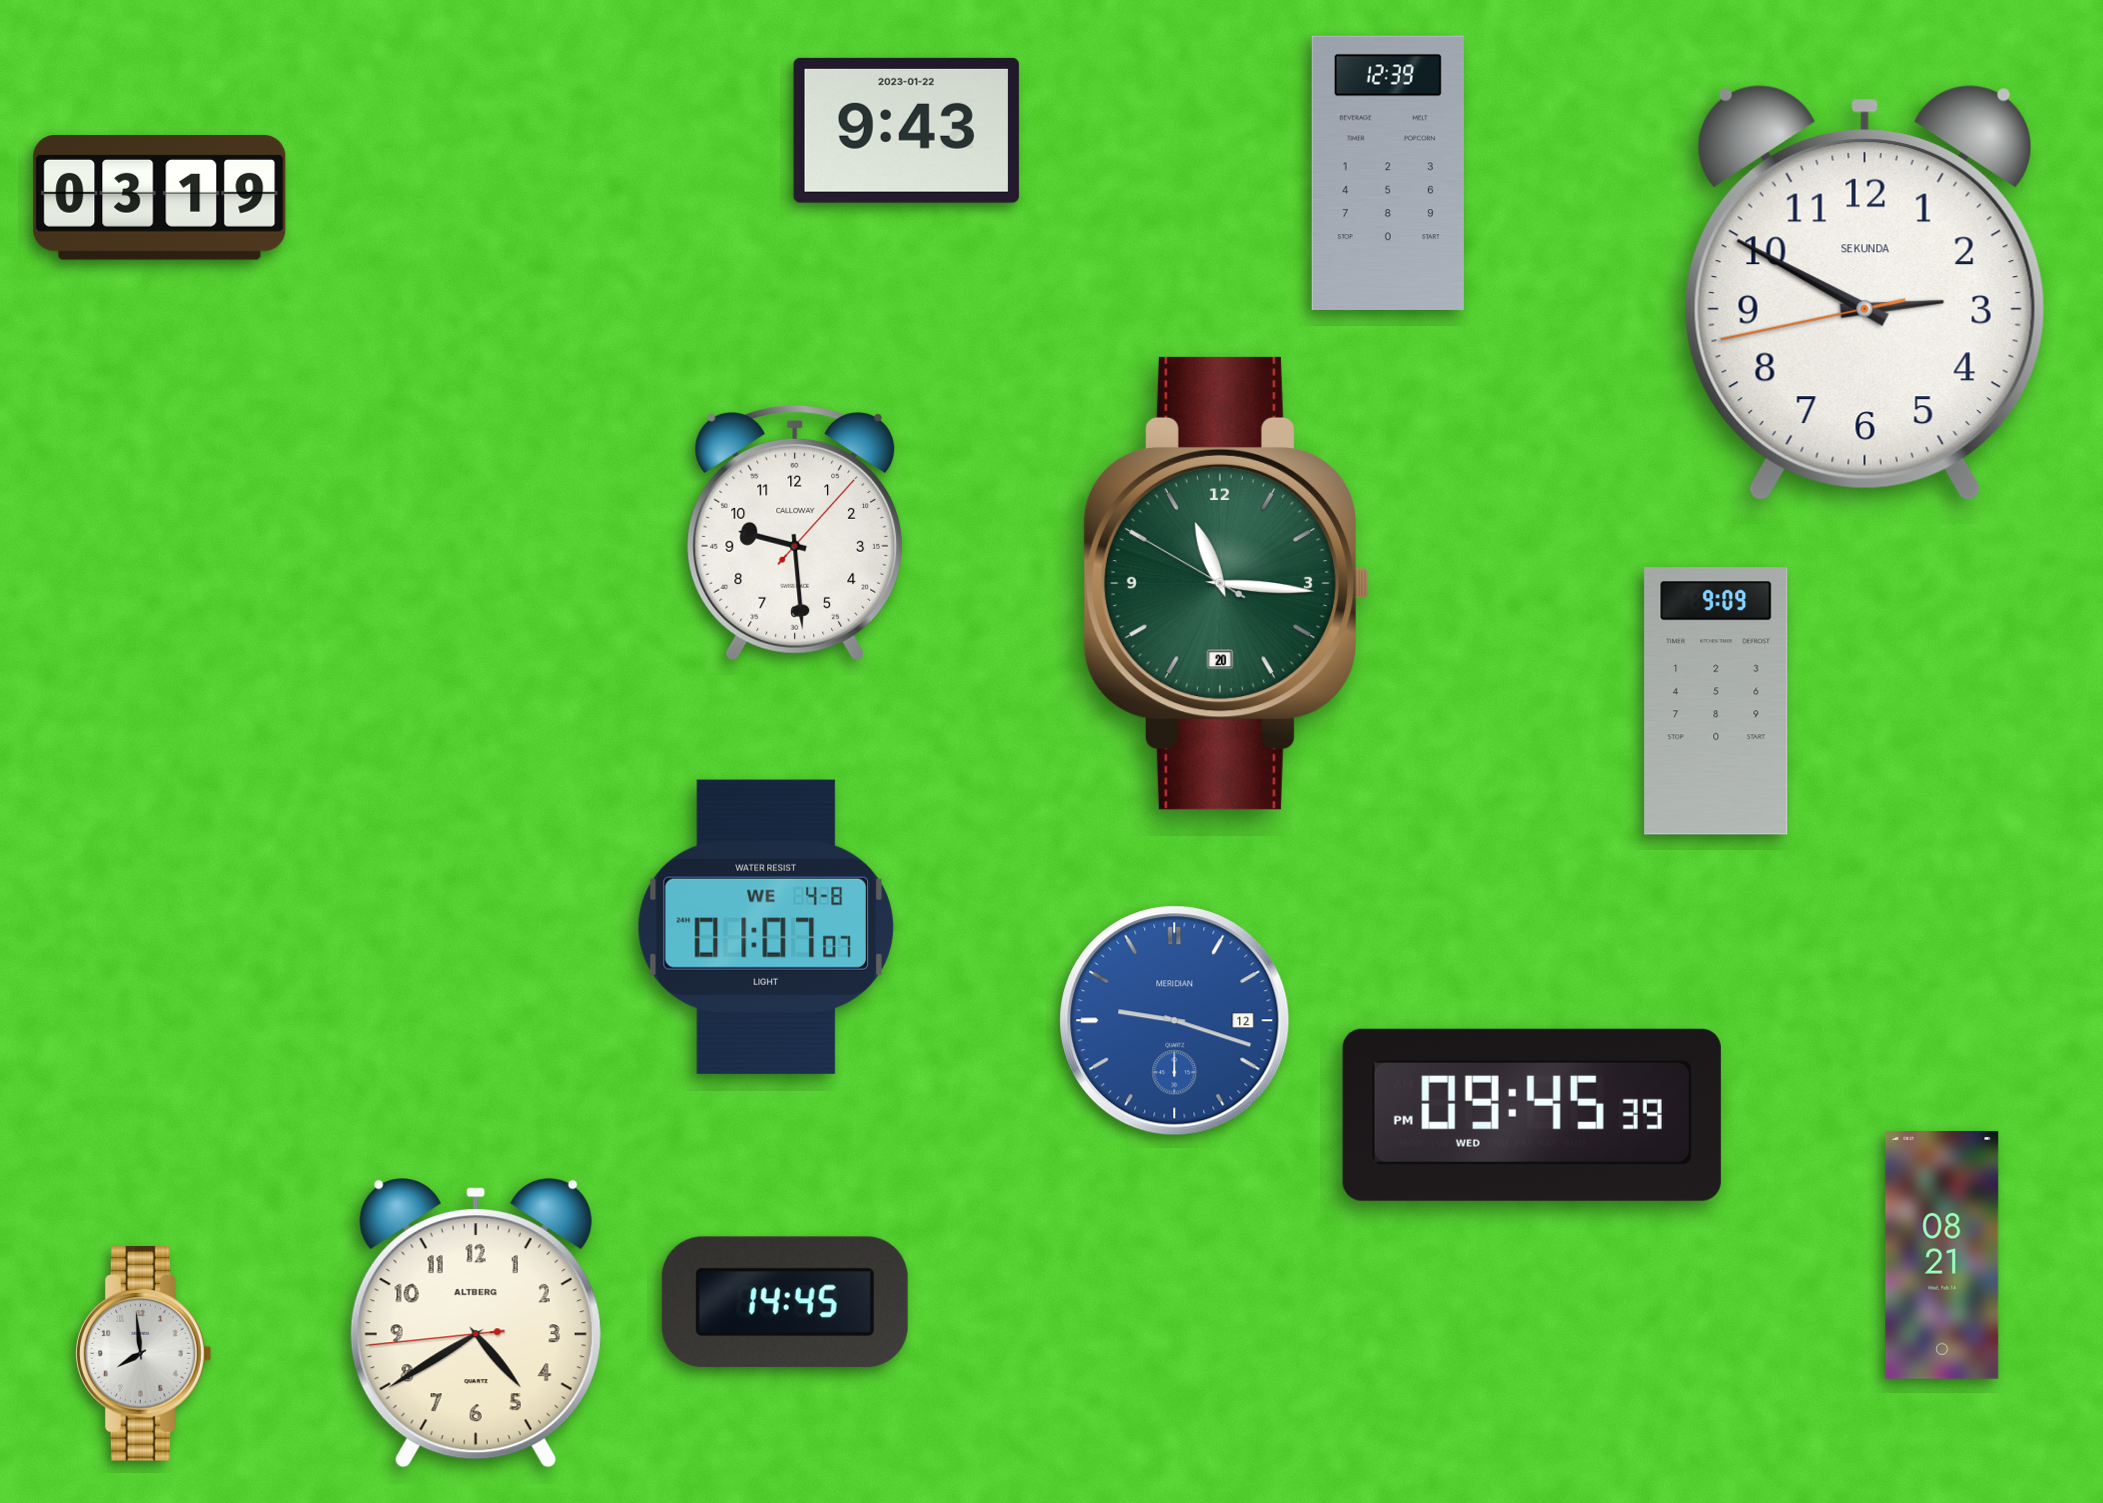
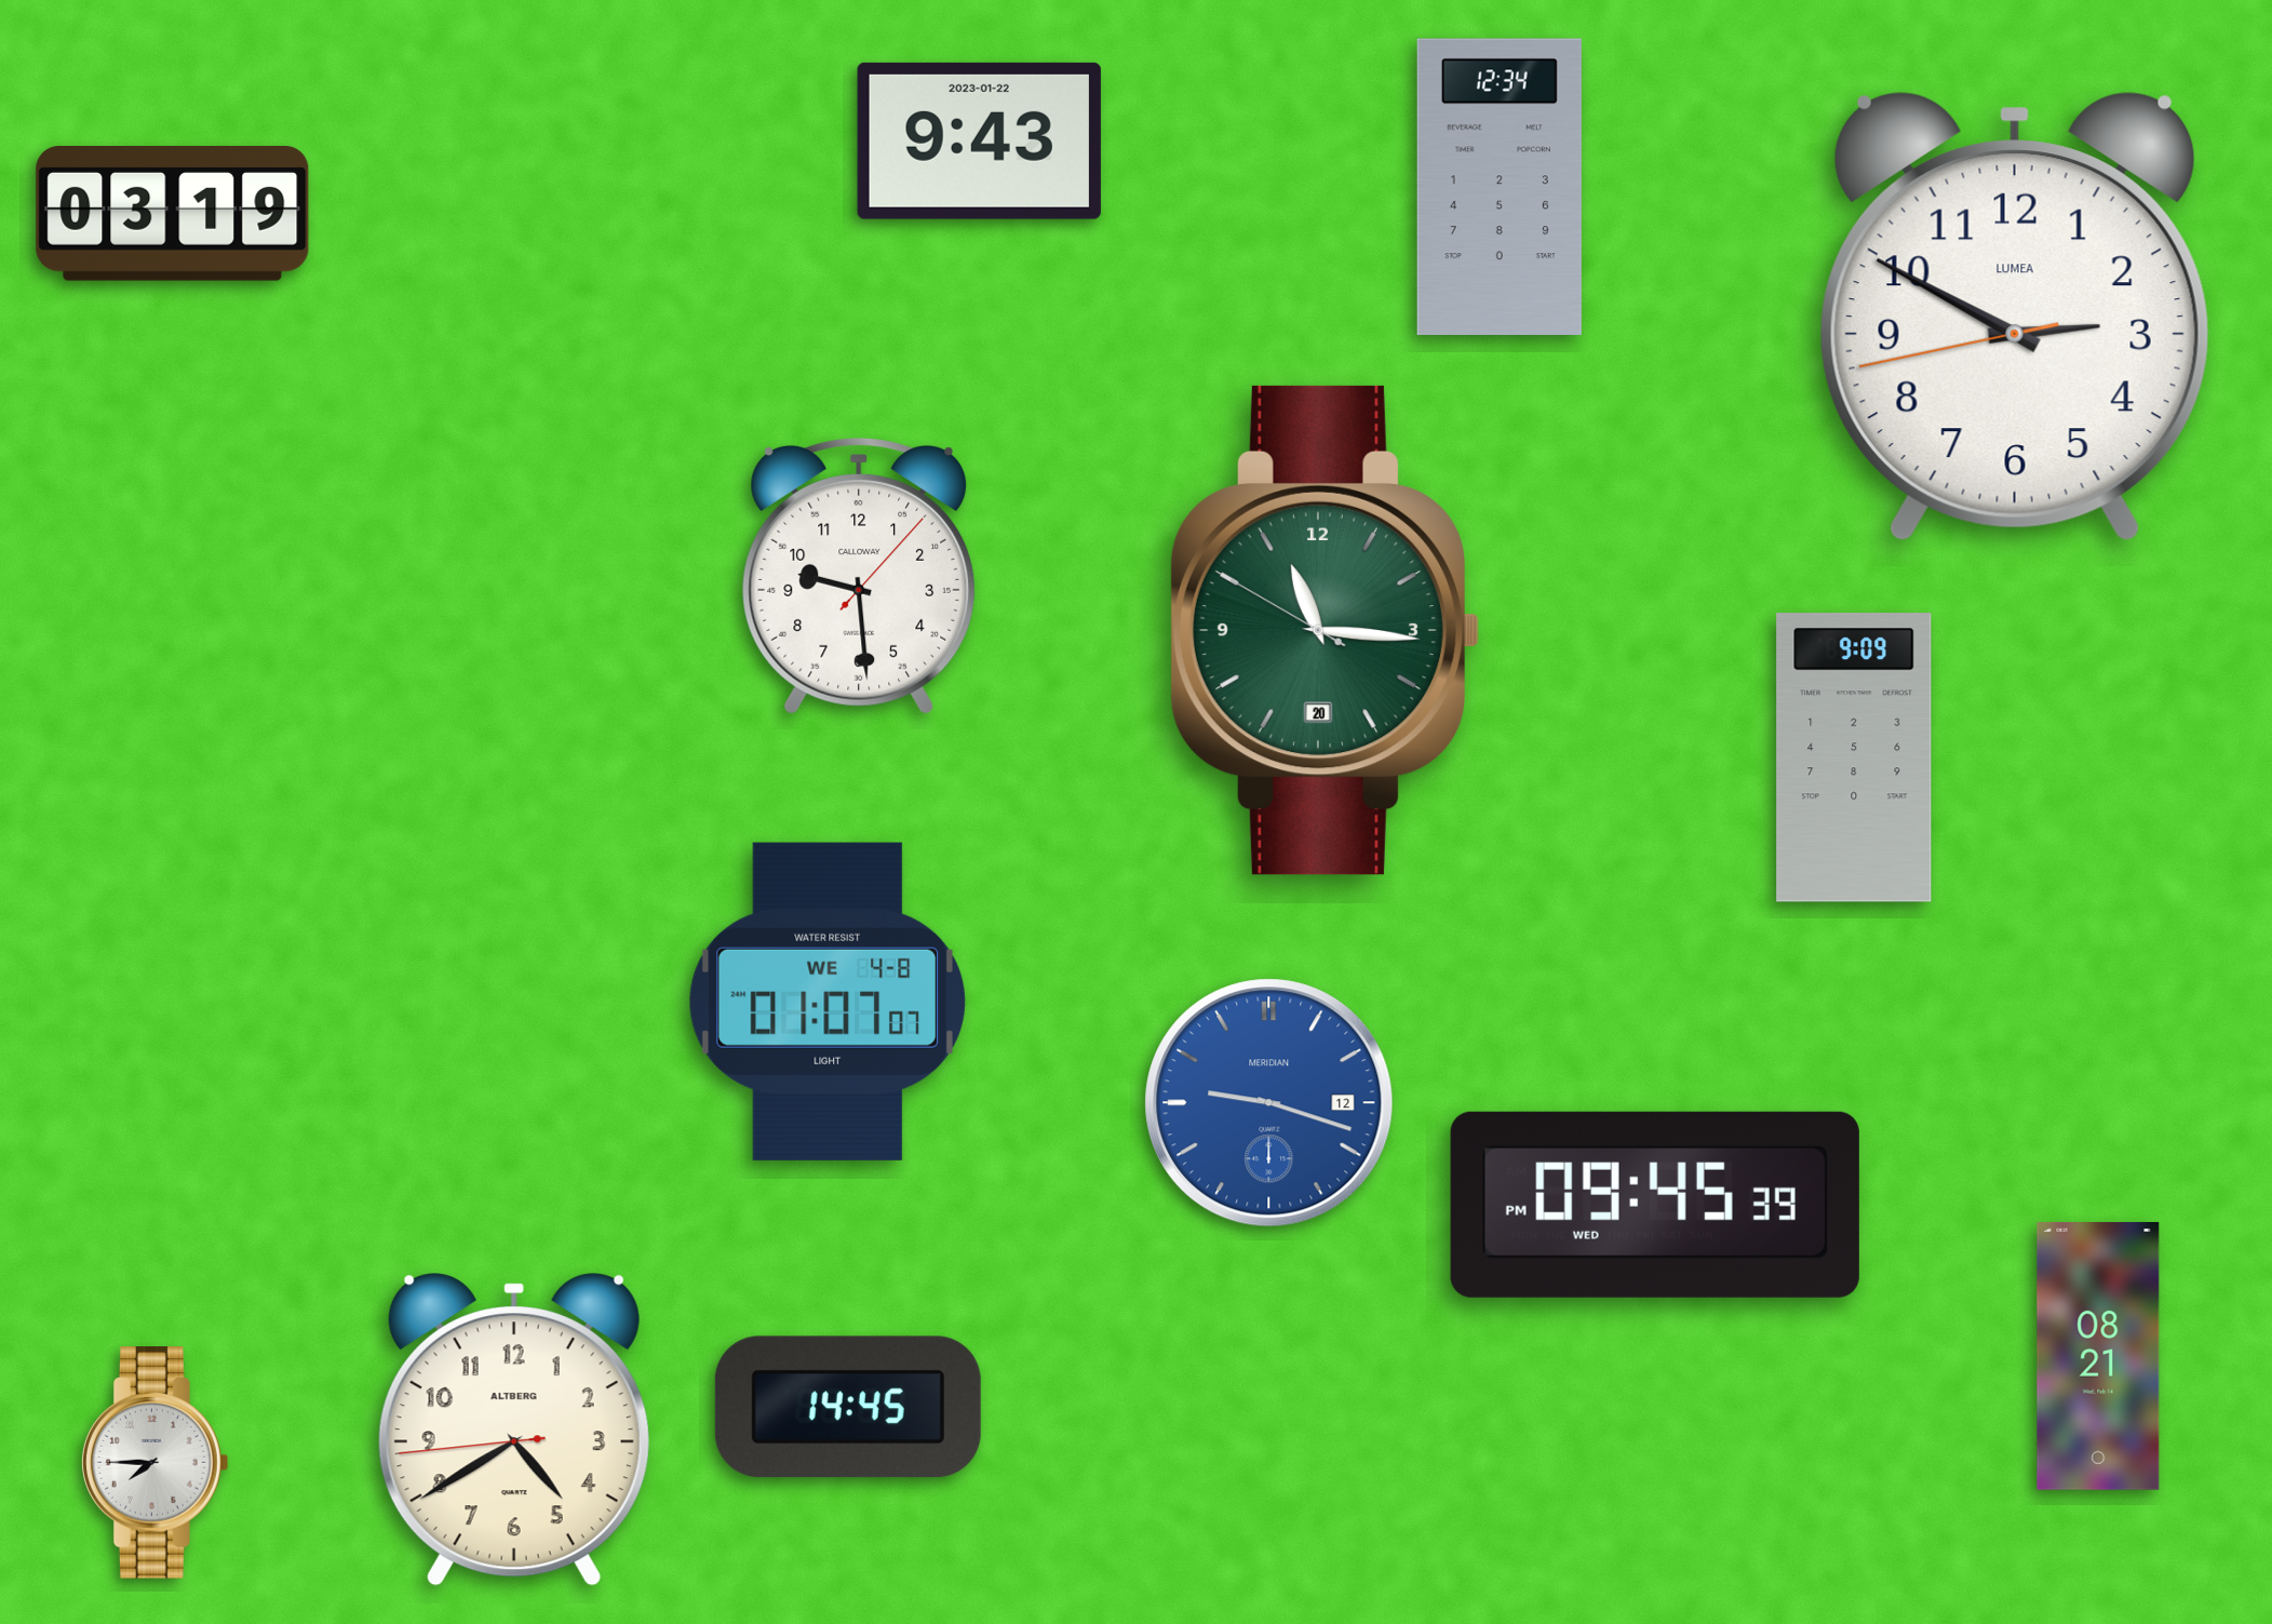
clock at (1388, 172): 12:39 -> 12:34
clock at (1865, 293) brand: SEKUNDA -> LUMEA
clock at (143, 1354): 7:59 -> 7:45
